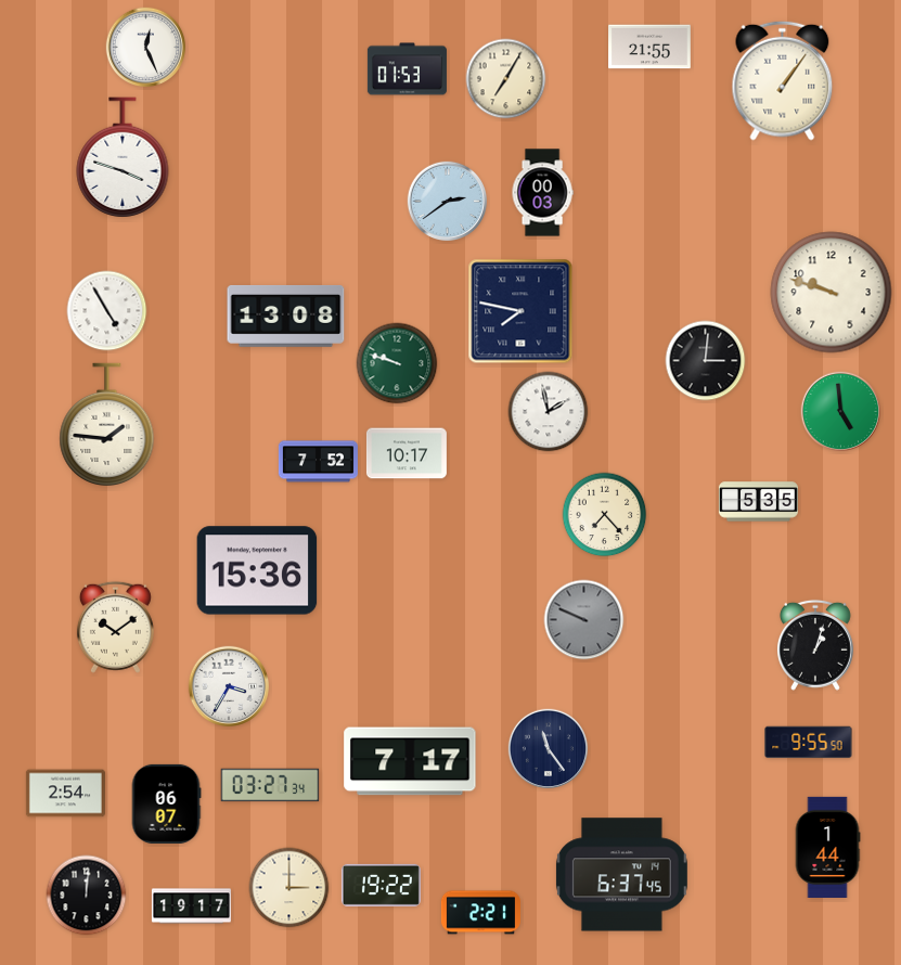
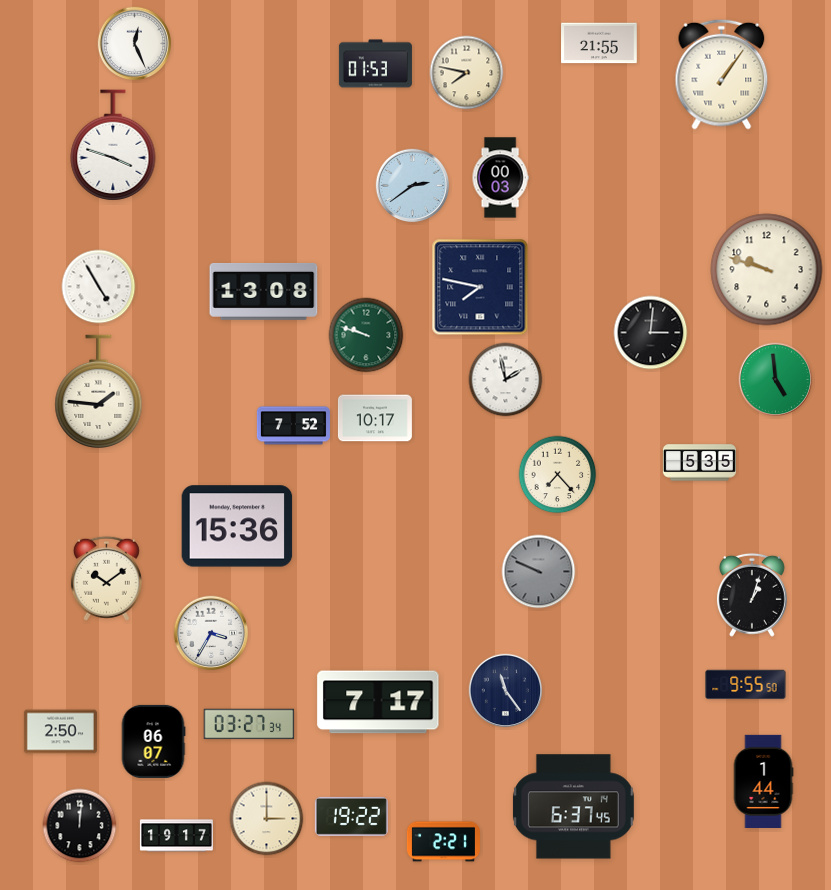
clock at (506, 79): 7:05 -> 7:47
clock at (65, 794): 2:54 -> 2:50
